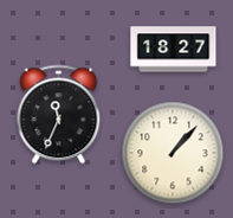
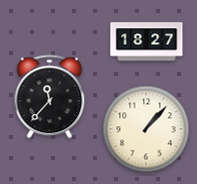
clock at (59, 115): 11:34 -> 11:37
